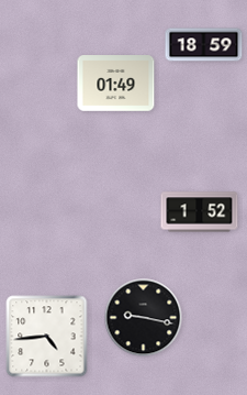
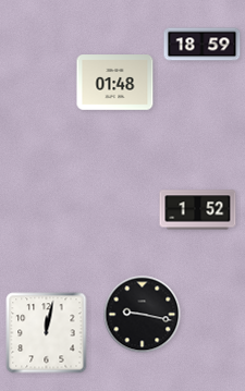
clock at (116, 84): 01:49 -> 01:48
clock at (47, 337): 4:44 -> 12:02
